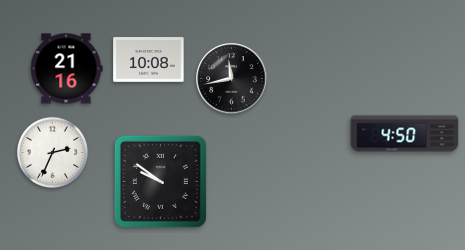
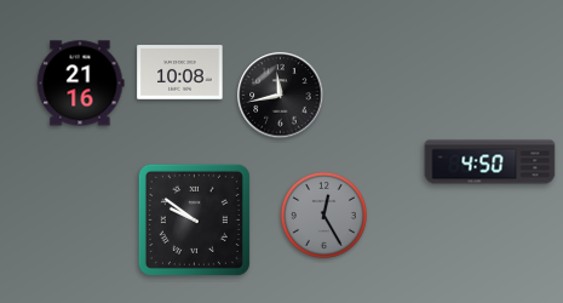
clock at (52, 152): 2:34 -> none
clock at (323, 215): none -> 12:25
